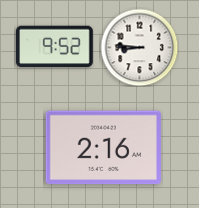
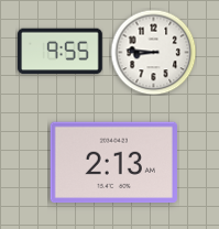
clock at (55, 47): 9:52 -> 9:55
clock at (103, 148): 2:16 -> 2:13
